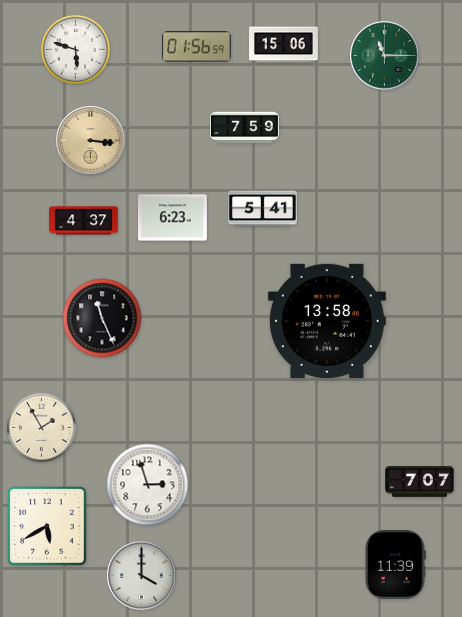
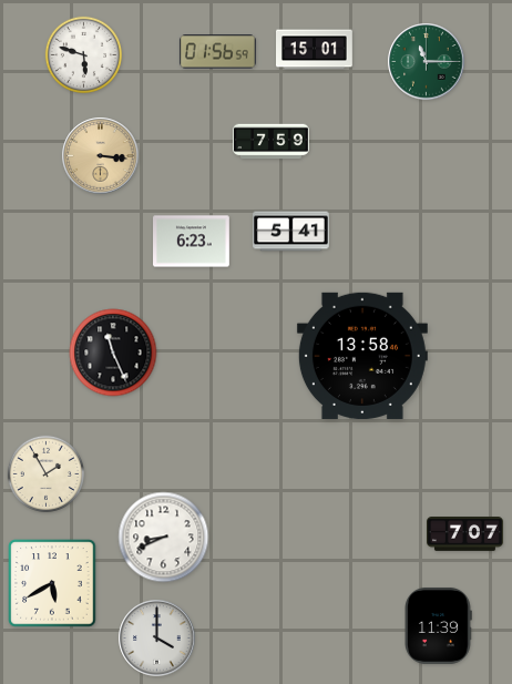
clock at (284, 45): 15:06 -> 15:01
clock at (84, 221): 4:37 -> none
clock at (148, 485): 2:57 -> 8:41
